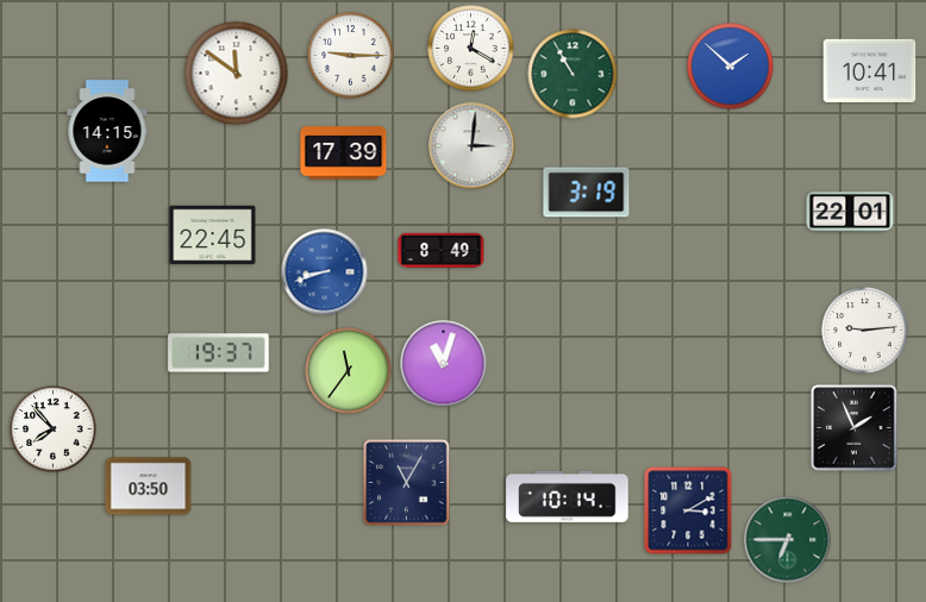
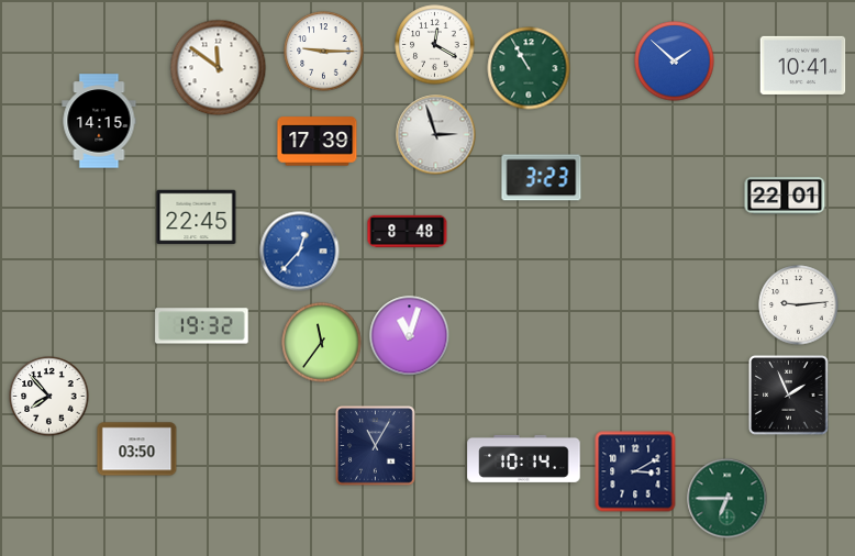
clock at (473, 146): 3:01 -> 2:57
clock at (587, 193): 3:19 -> 3:23
clock at (442, 250): 8:49 -> 8:48
clock at (325, 272): 8:42 -> 12:37
clock at (219, 353): 19:37 -> 19:32
